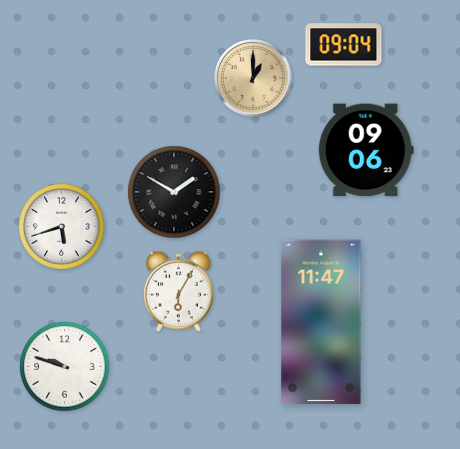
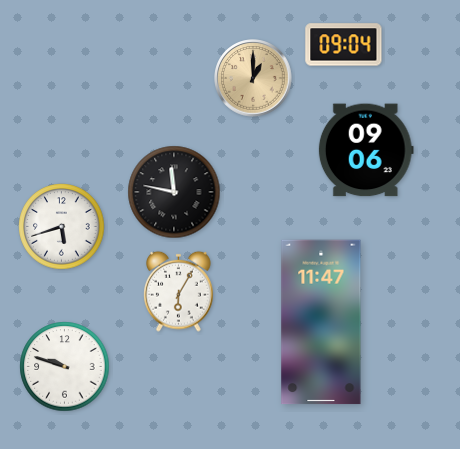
clock at (174, 192): 1:50 -> 11:47
